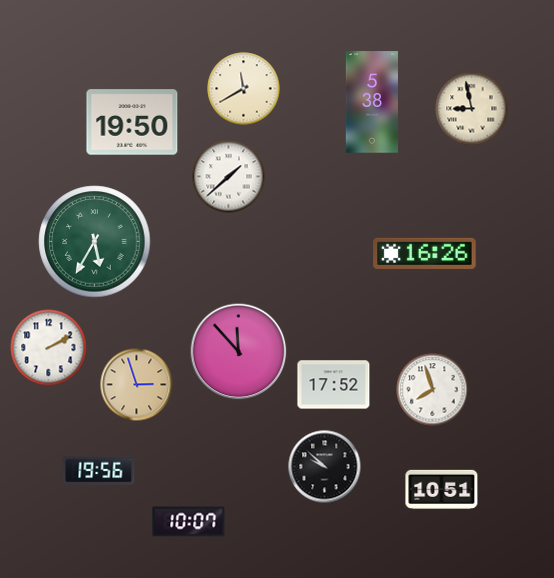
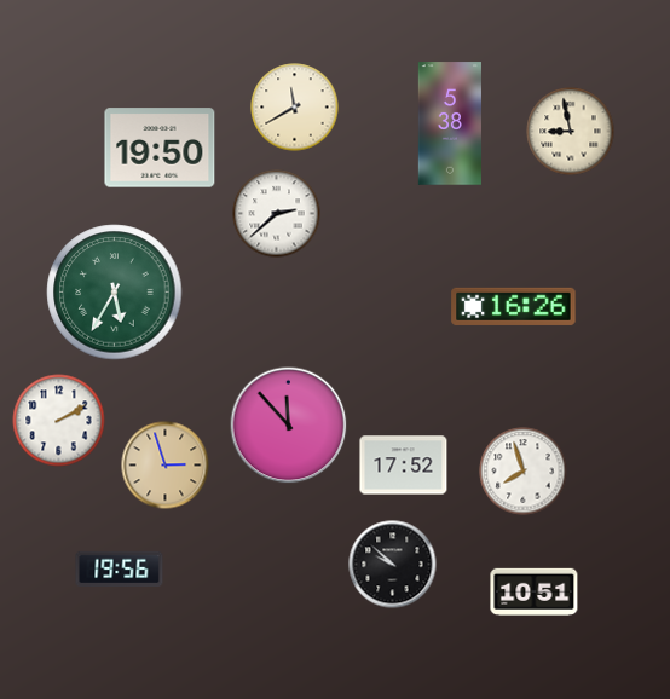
clock at (229, 177): 1:38 -> 2:38
clock at (189, 522): 10:07 -> none
